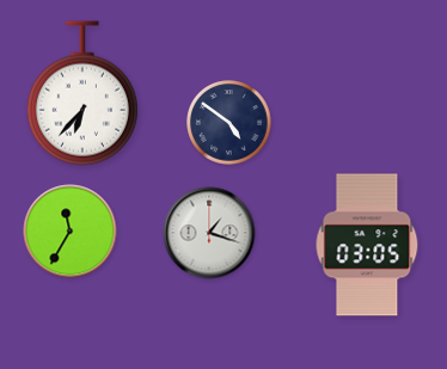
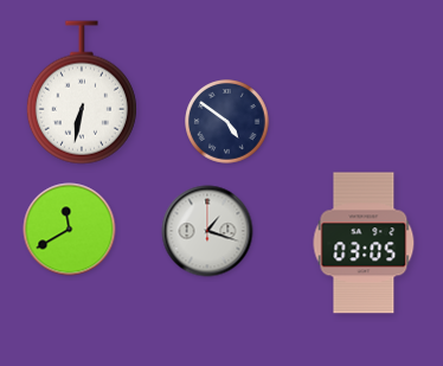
clock at (82, 93): 6:37 -> 6:32
clock at (71, 232): 11:35 -> 11:40
